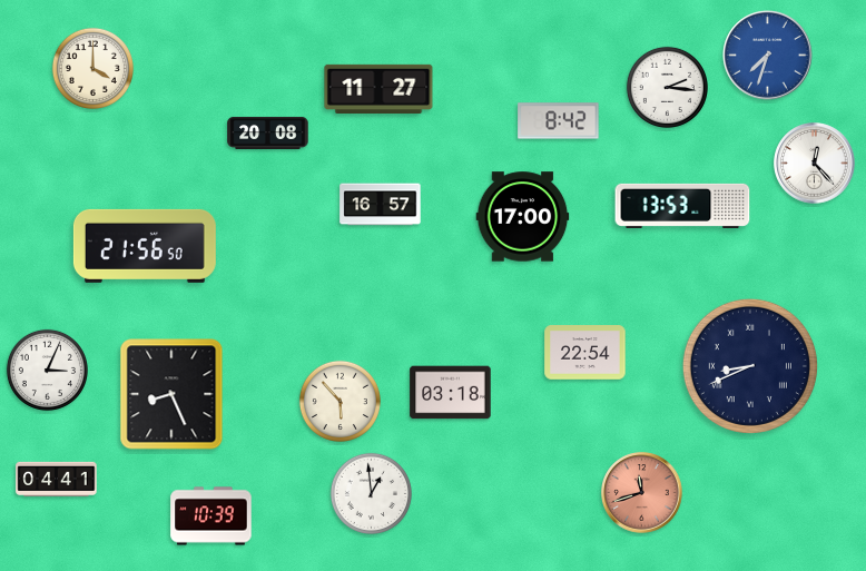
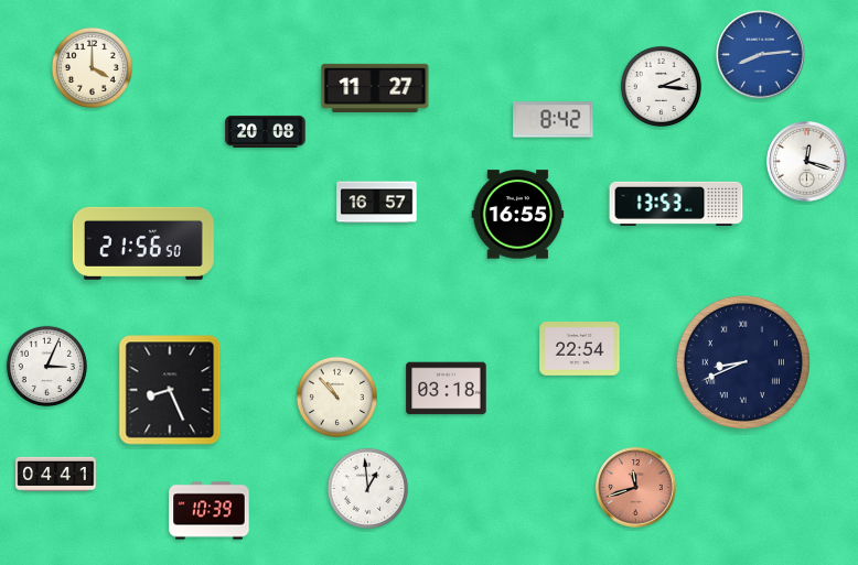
clock at (768, 56): 7:33 -> 8:14
clock at (815, 164): 12:23 -> 12:18
clock at (523, 217): 17:00 -> 16:55
clock at (339, 401): 5:53 -> 10:53
